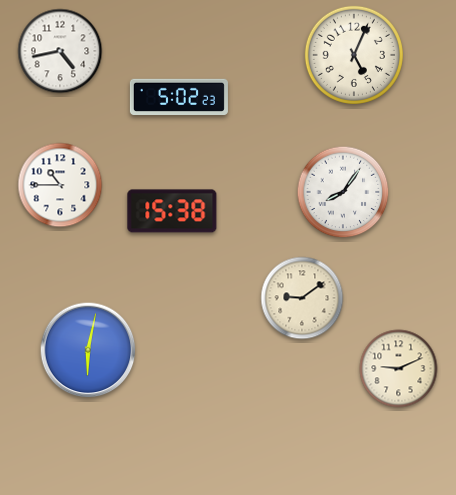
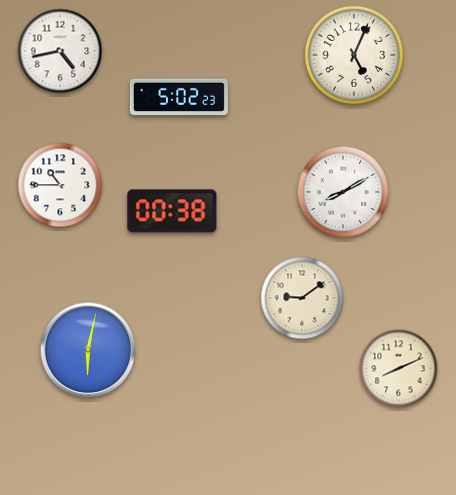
clock at (343, 192): 8:06 -> 8:10
clock at (172, 211): 15:38 -> 00:38
clock at (399, 369): 9:11 -> 8:11
